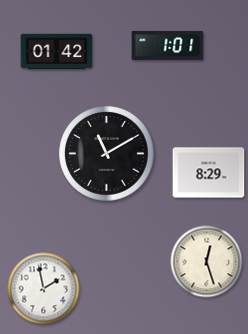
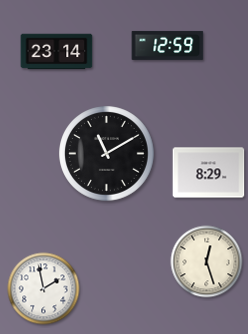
clock at (168, 45): 1:01 -> 12:59
clock at (57, 52): 01:42 -> 23:14
